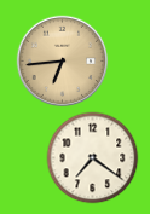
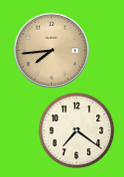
clock at (63, 62): 6:44 -> 7:44
